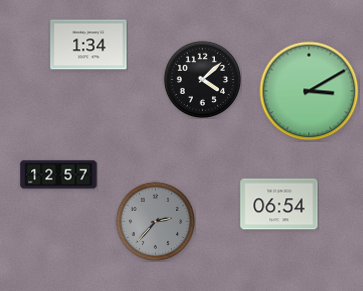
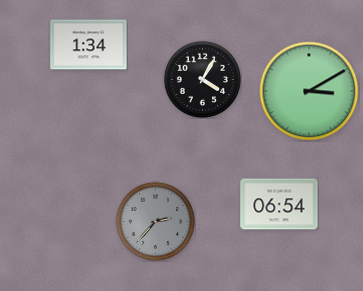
clock at (202, 79): 4:08 -> 4:05
clock at (59, 175): 12:57 -> none
